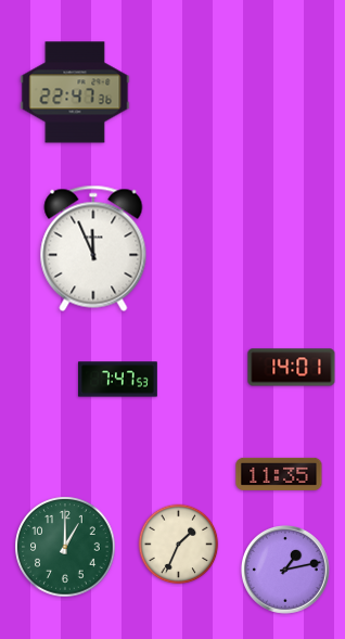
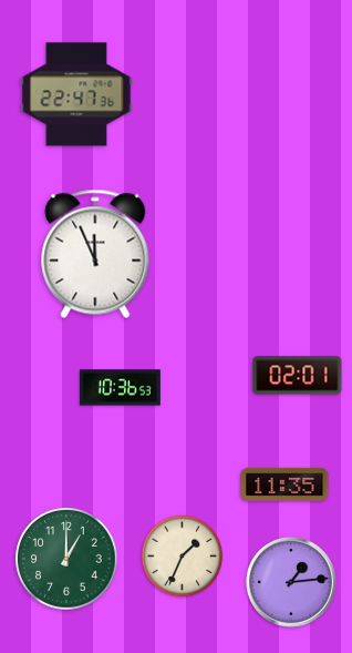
clock at (292, 368): 14:01 -> 02:01
clock at (118, 380): 7:47 -> 10:36
clock at (285, 570): 1:13 -> 1:14
